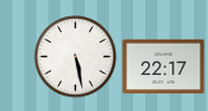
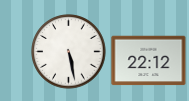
clock at (164, 67): 22:17 -> 22:12
